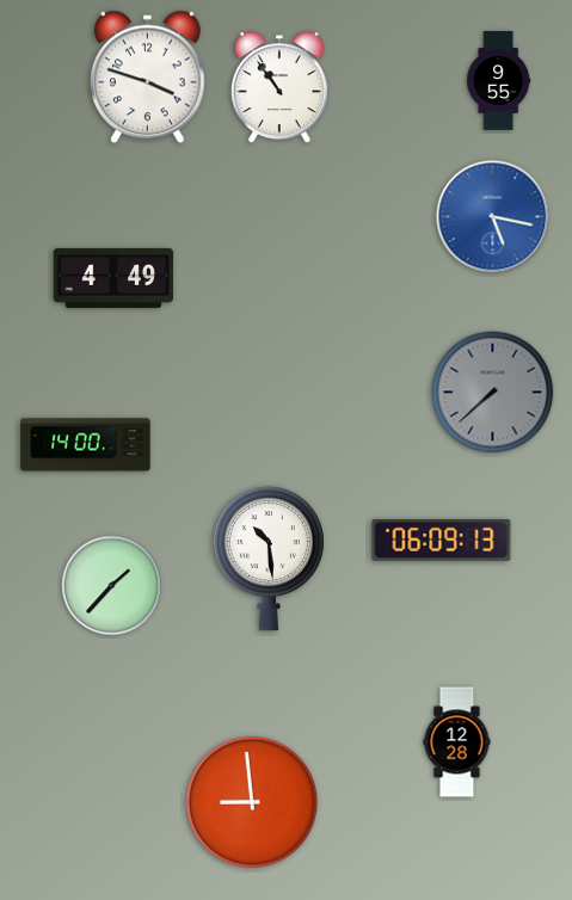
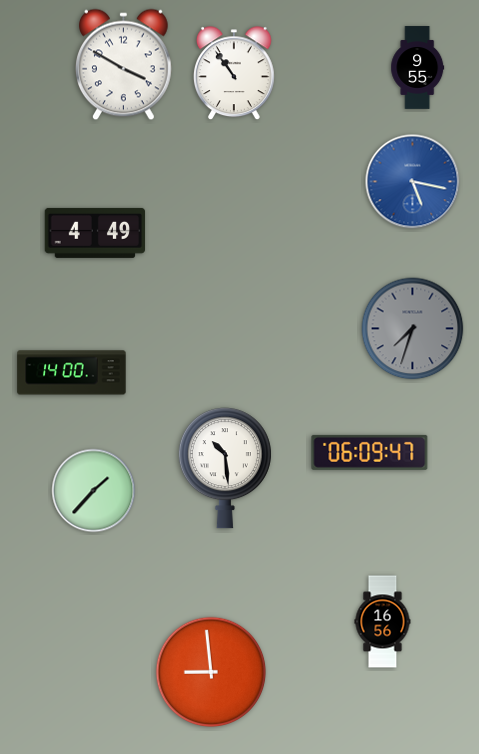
clock at (148, 78): 3:48 -> 3:50
clock at (493, 393): 7:38 -> 7:33
clock at (442, 540): 06:09:13 -> 06:09:47
clock at (457, 742): 12:28 -> 16:56
